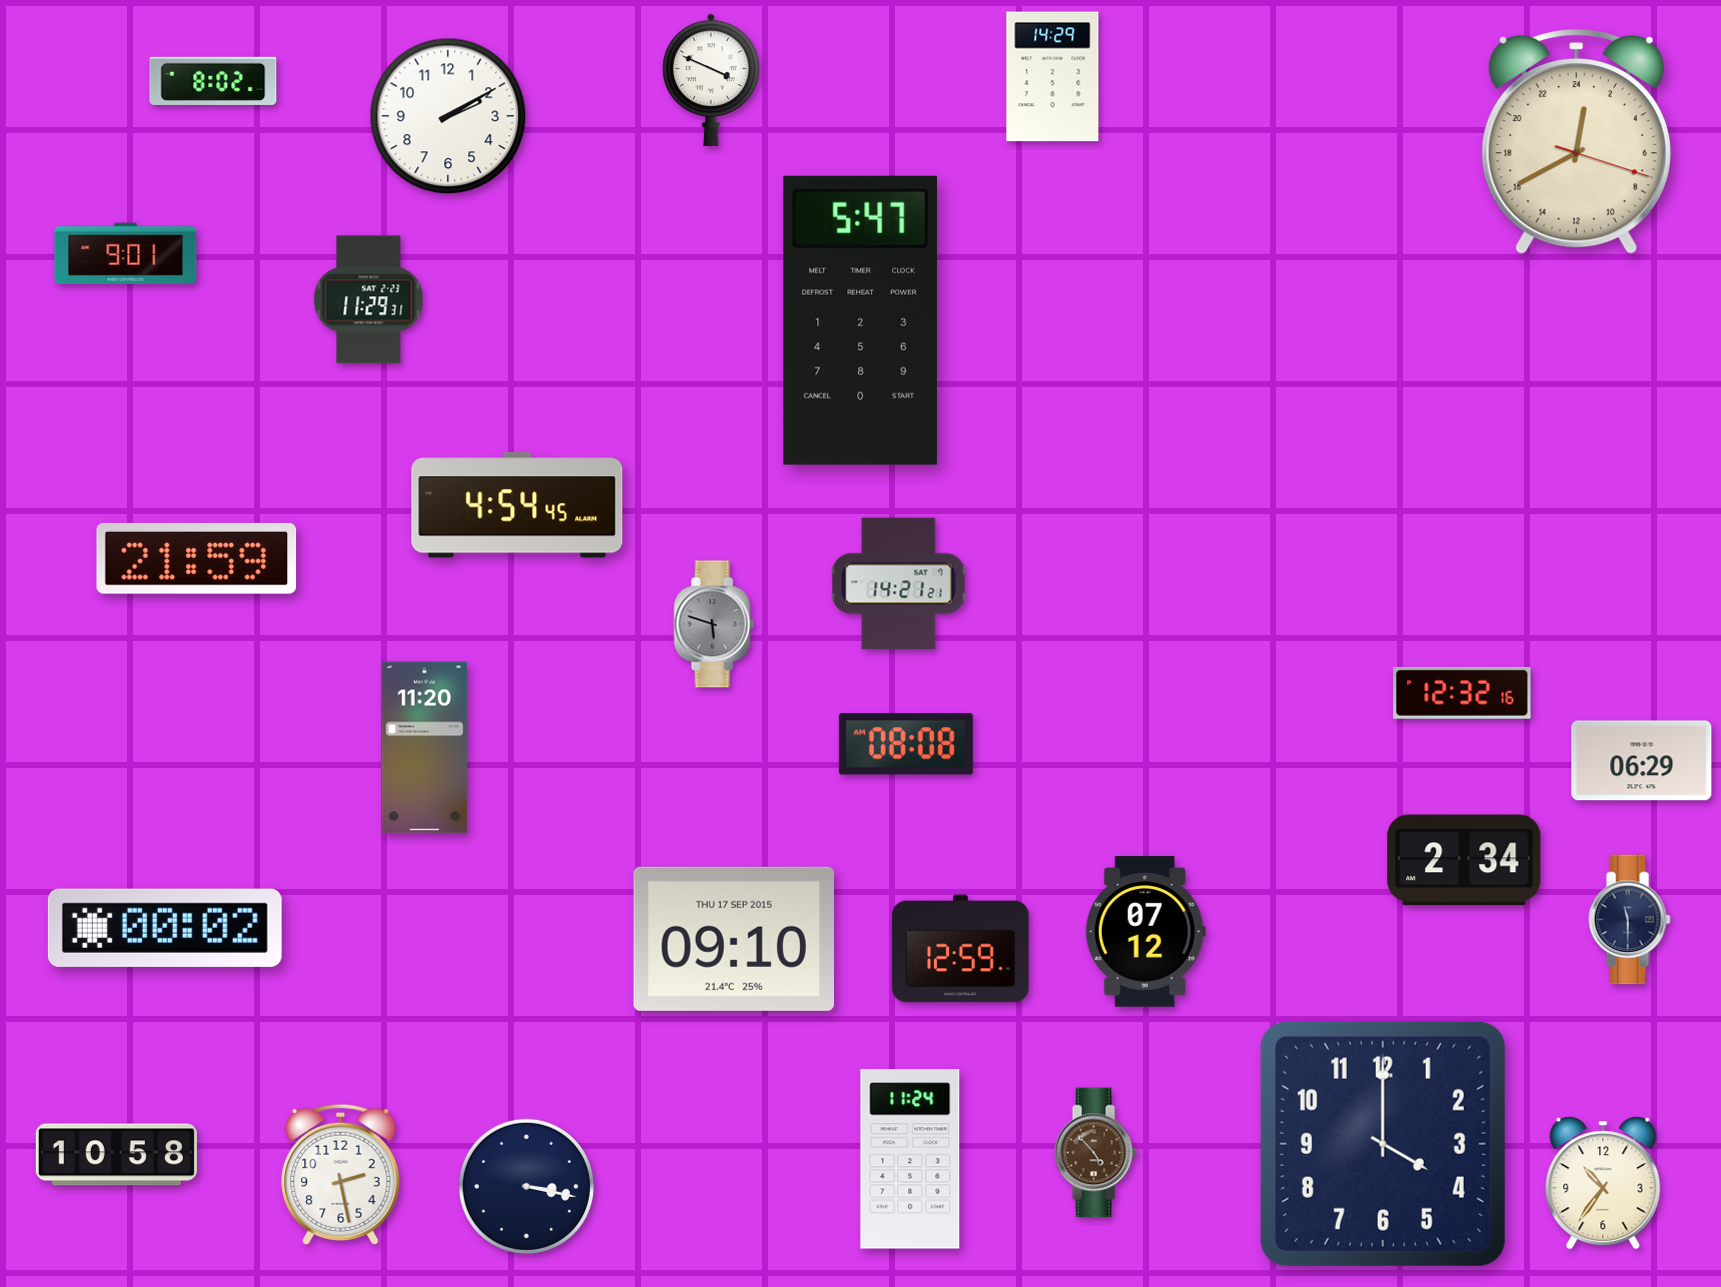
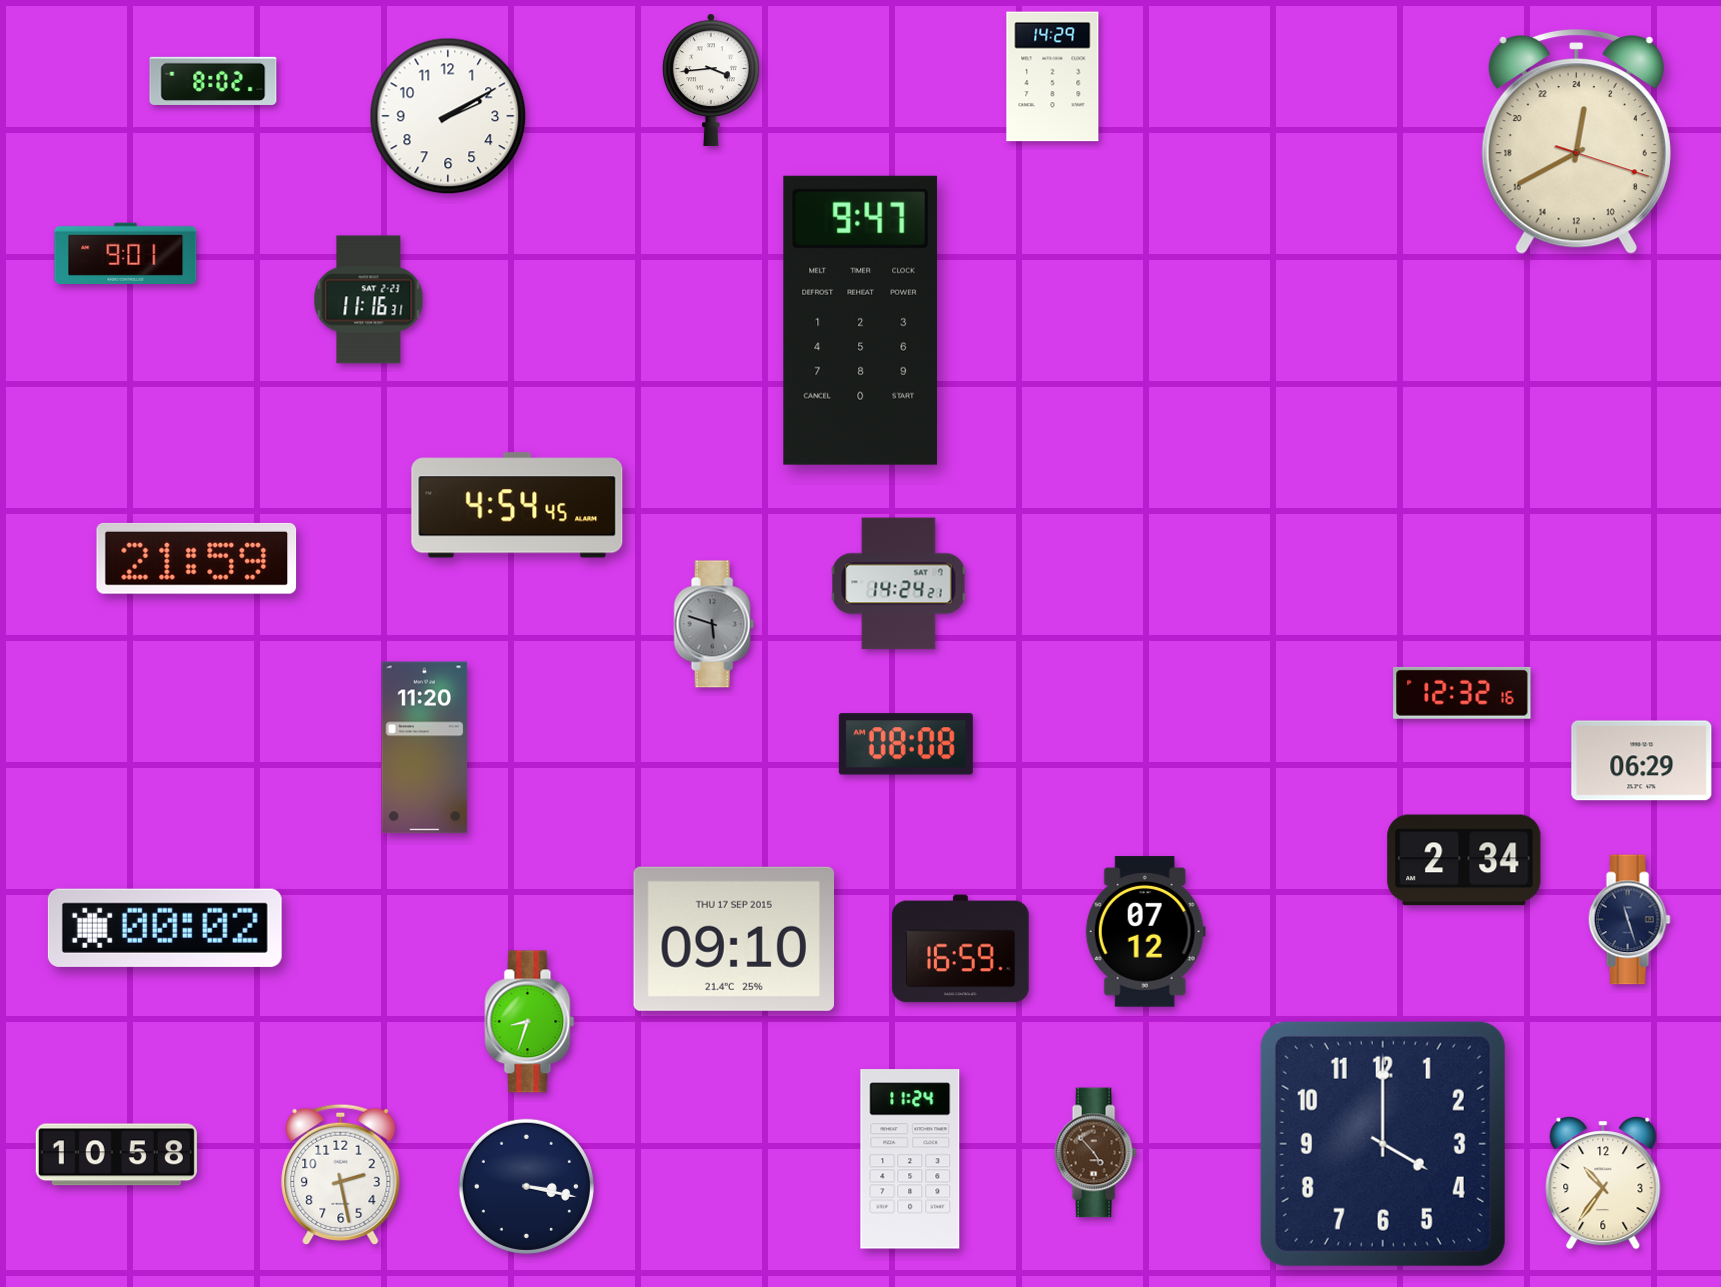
clock at (711, 80): 3:49 -> 3:44
clock at (369, 300): 11:29 -> 11:16
clock at (860, 320): 5:47 -> 9:47
clock at (899, 584): 14:21 -> 14:24
clock at (1629, 920): 11:30 -> 11:27
clock at (961, 949): 12:59 -> 16:59
clock at (530, 1022): none -> 8:33
